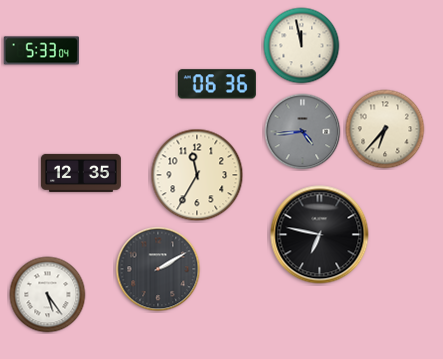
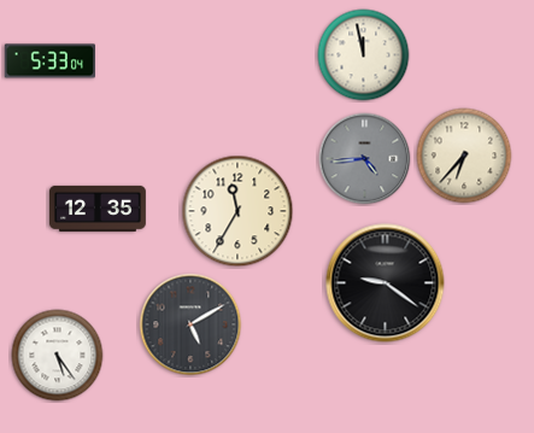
clock at (217, 84): 06:36 -> none
clock at (320, 235): 6:47 -> 9:21
clock at (158, 269): 2:10 -> 5:10
